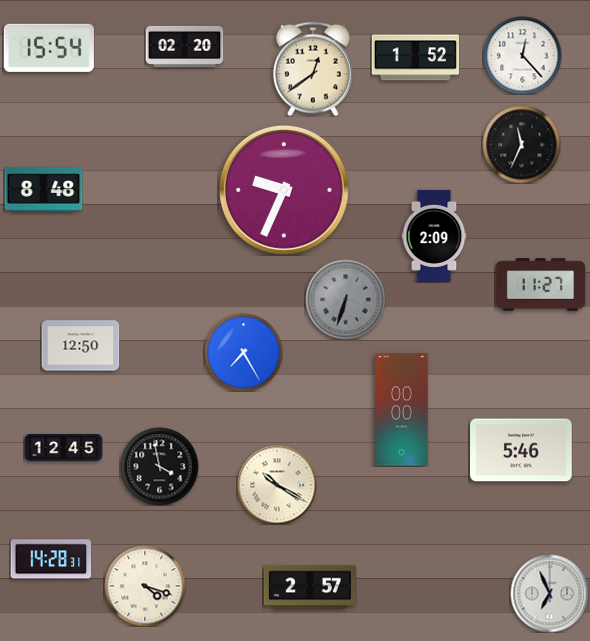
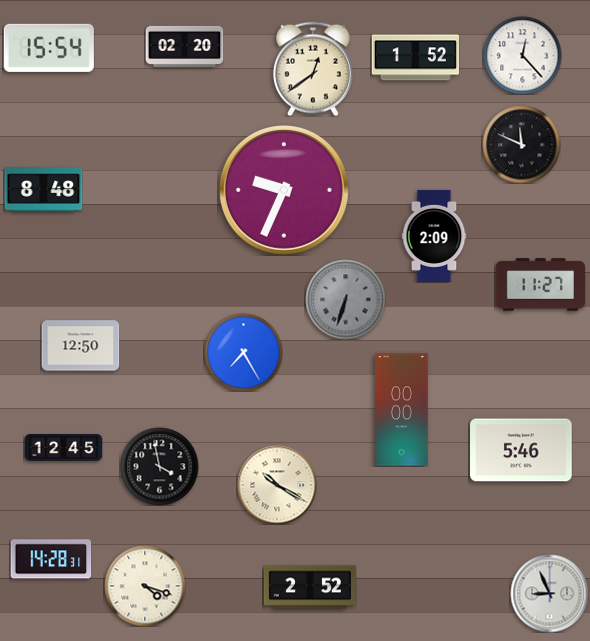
clock at (521, 144): 11:34 -> 11:49
clock at (310, 587): 2:57 -> 2:52
clock at (549, 593): 6:56 -> 8:56
